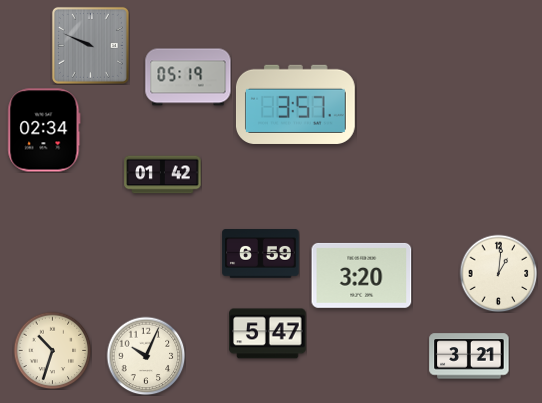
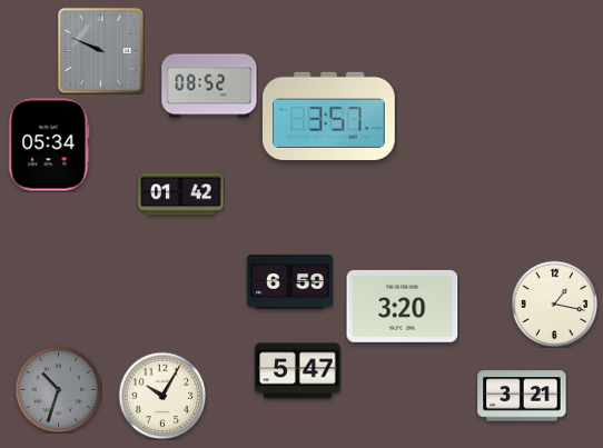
clock at (188, 77): 05:19 -> 08:52
clock at (44, 130): 02:34 -> 05:34
clock at (498, 273): 1:01 -> 1:17
clock at (52, 350) dial: cream -> grey
clock at (146, 356): 10:04 -> 10:05
